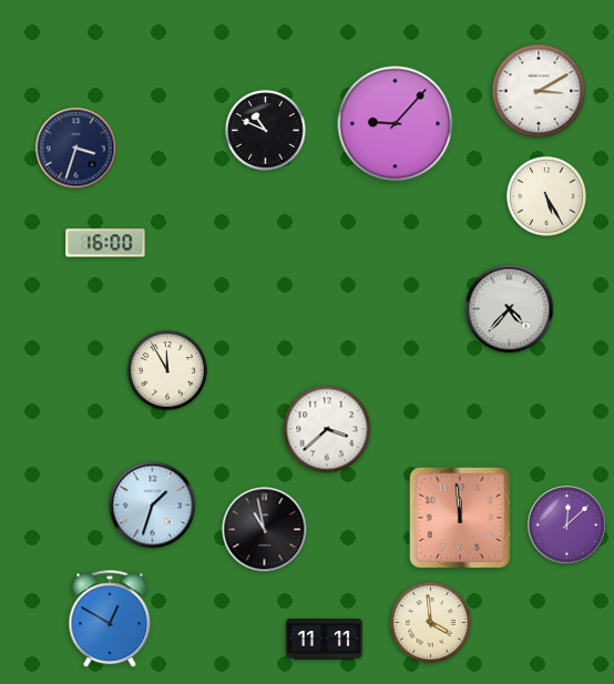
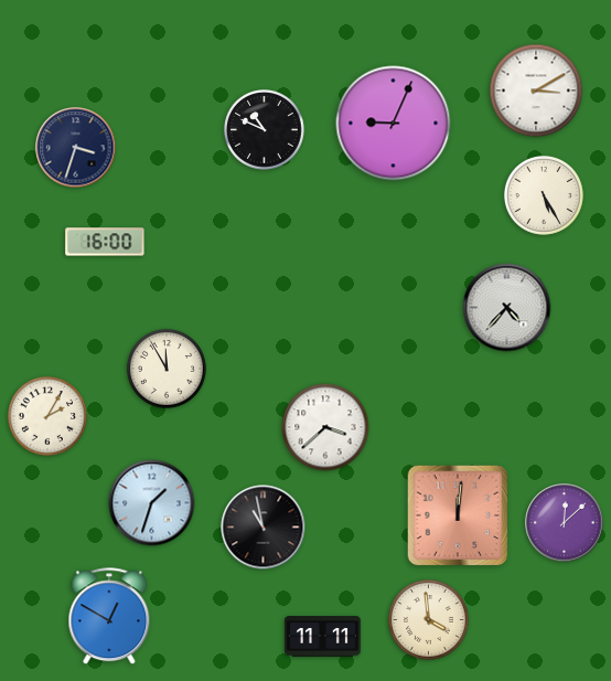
clock at (396, 124): 9:07 -> 9:04
clock at (47, 416): none -> 2:05
clock at (460, 518): 11:59 -> 12:01
